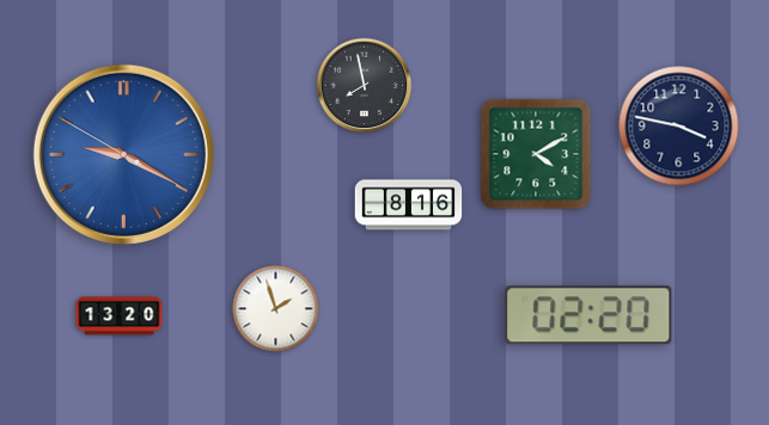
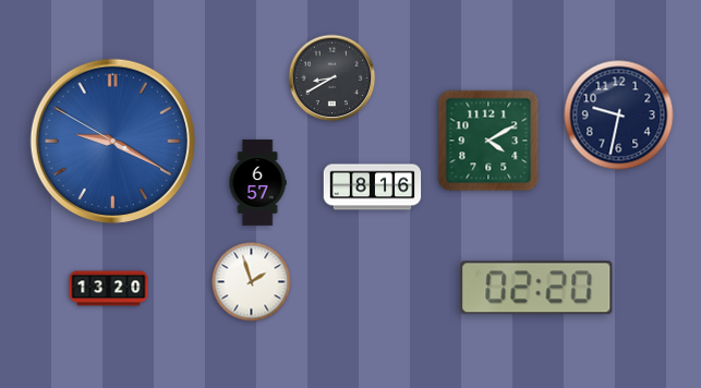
clock at (365, 86): 7:58 -> 8:40
clock at (679, 127): 3:47 -> 9:32
clock at (257, 183): none -> 6:57
